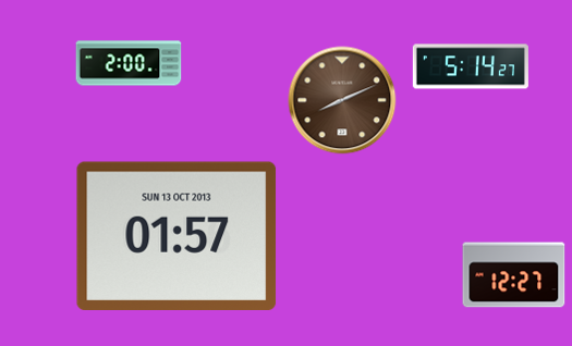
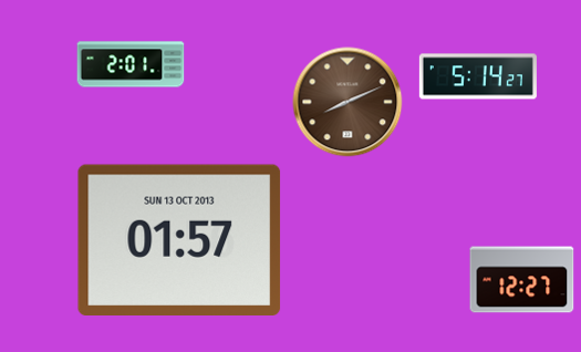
clock at (129, 63): 2:00 -> 2:01
clock at (471, 66) position: (471, 66) -> (478, 76)
